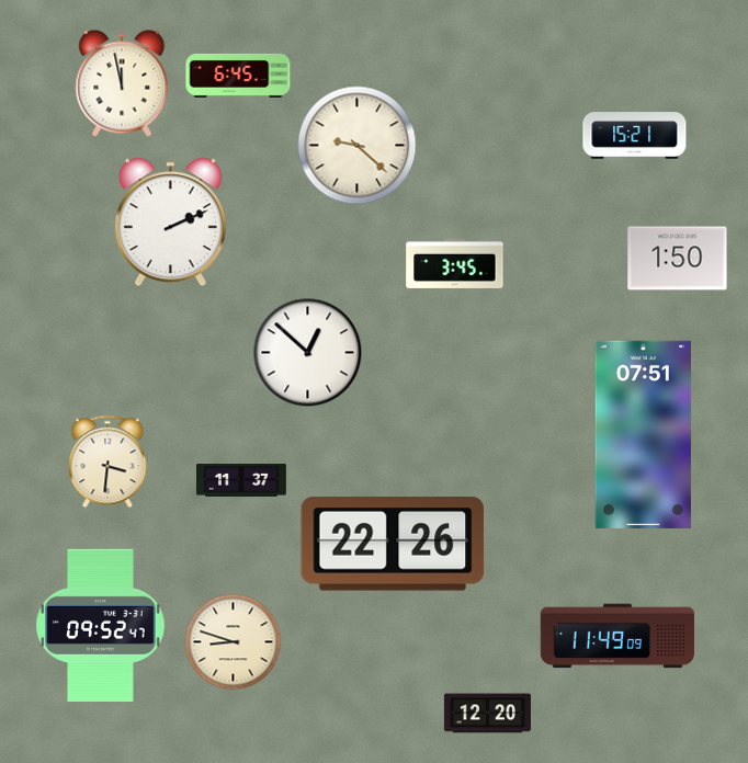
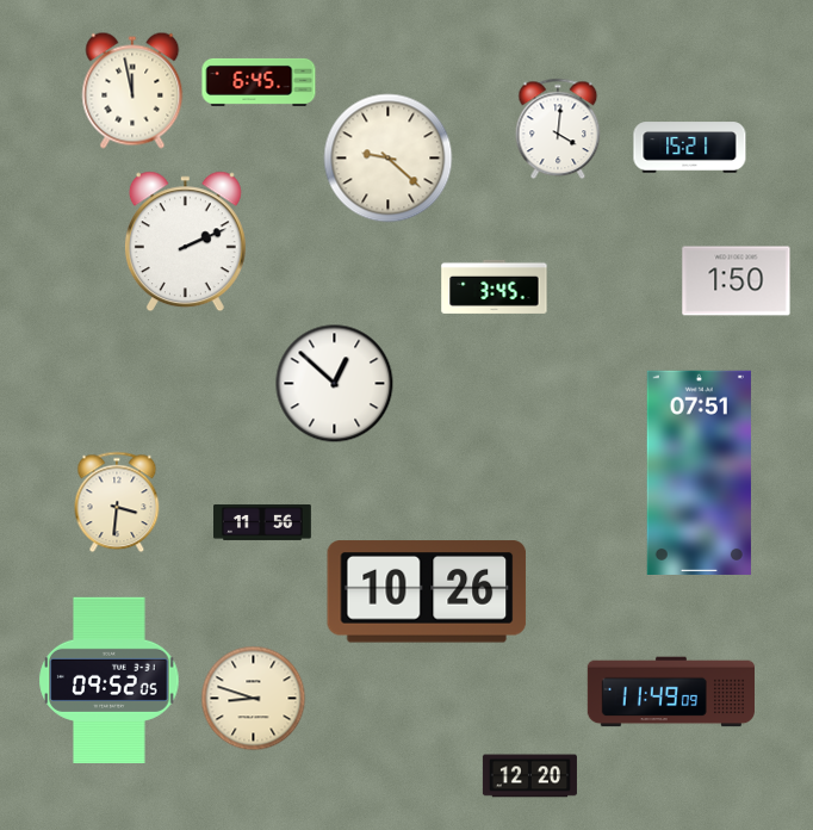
clock at (558, 129): none -> 4:01
clock at (242, 480): 11:37 -> 11:56
clock at (393, 544): 22:26 -> 10:26
clock at (101, 625): 09:52:47 -> 09:52:05
